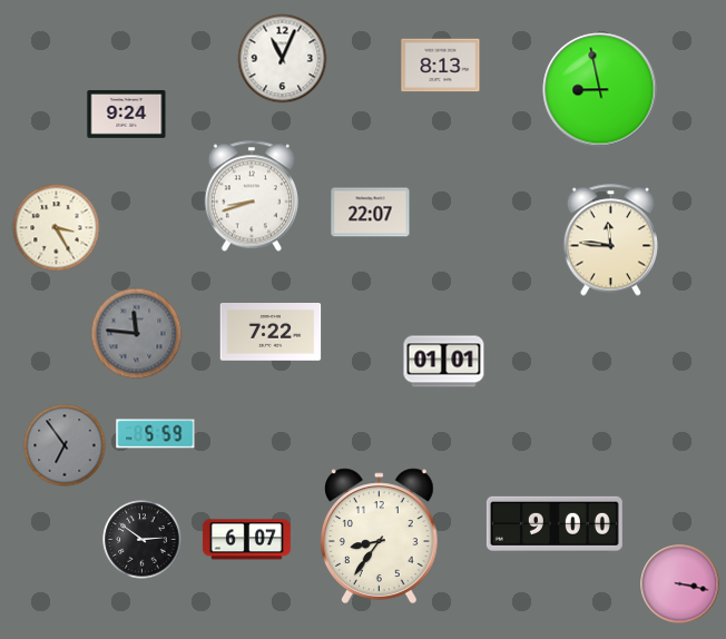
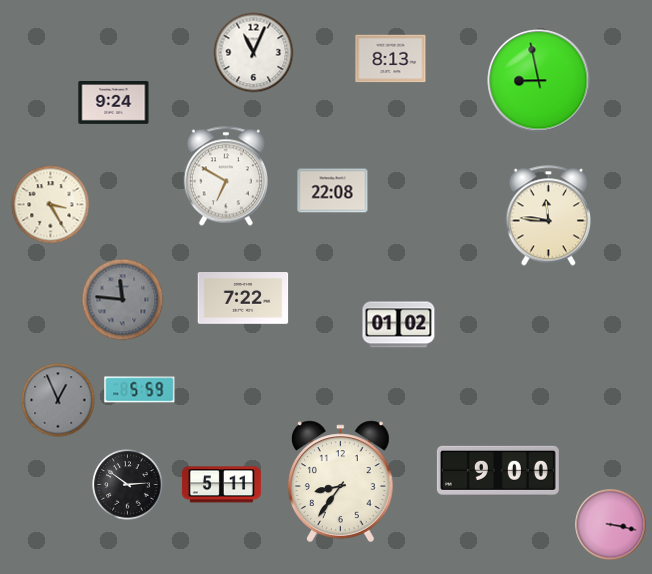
clock at (441, 66) position: (441, 66) -> (391, 59)
clock at (252, 196): 8:42 -> 6:50
clock at (371, 213): 22:07 -> 22:08
clock at (444, 362): 01:01 -> 01:02
clock at (65, 445): 6:54 -> 12:56
clock at (246, 540): 6:07 -> 5:11
